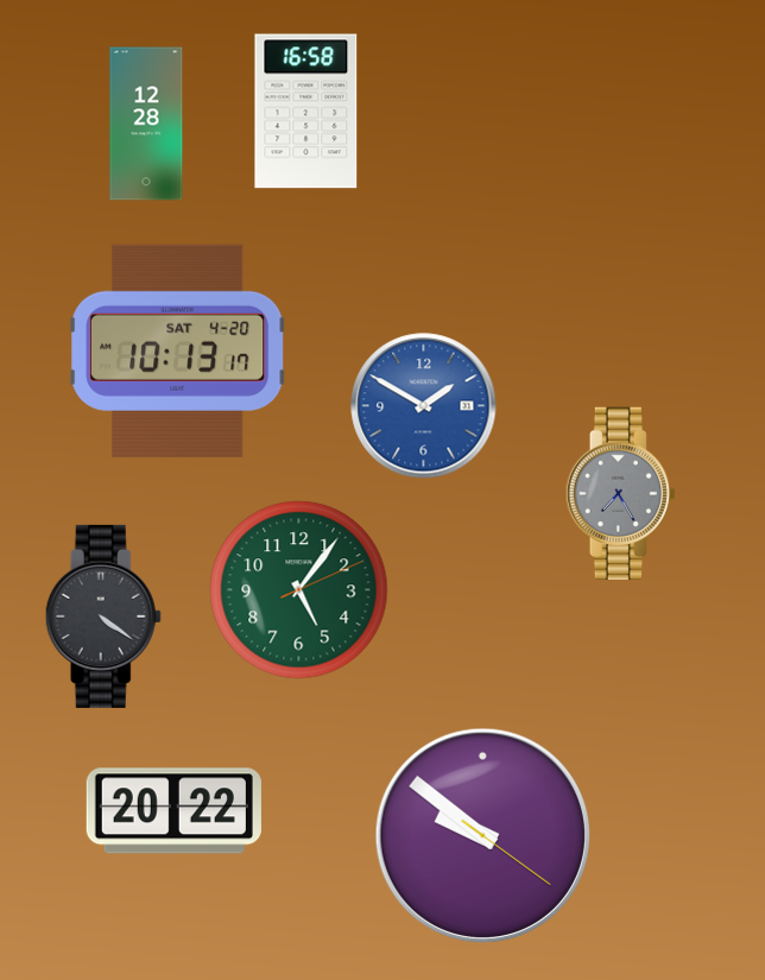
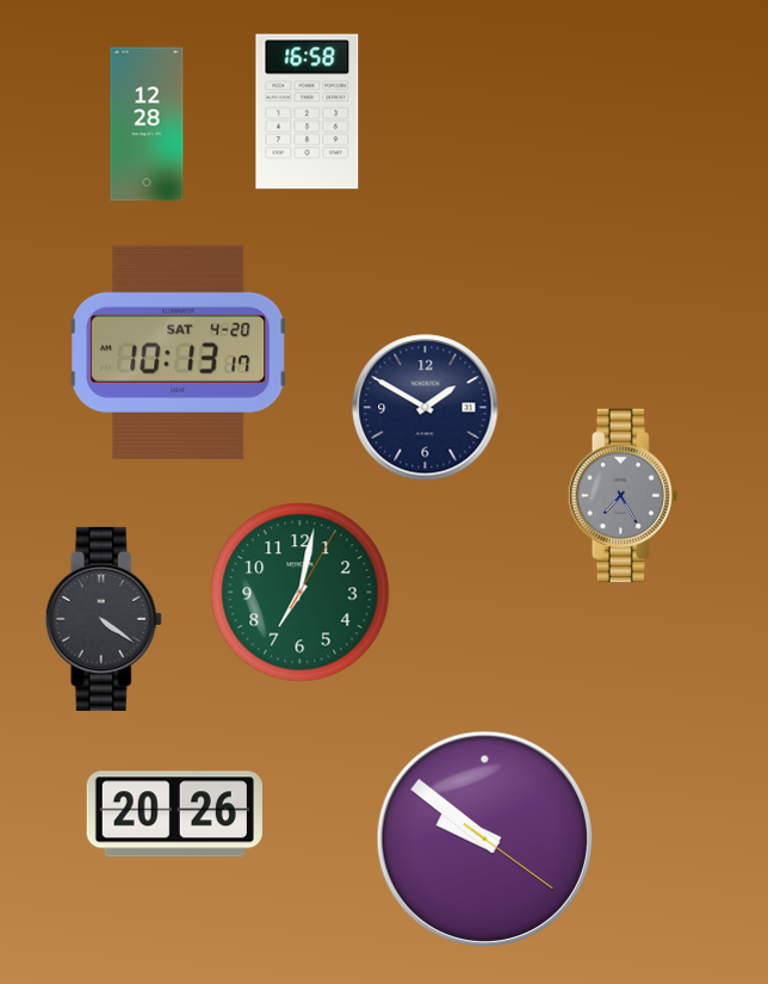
clock at (424, 406) dial: blue -> navy
clock at (299, 590): 5:06 -> 7:02
clock at (173, 811): 20:22 -> 20:26
